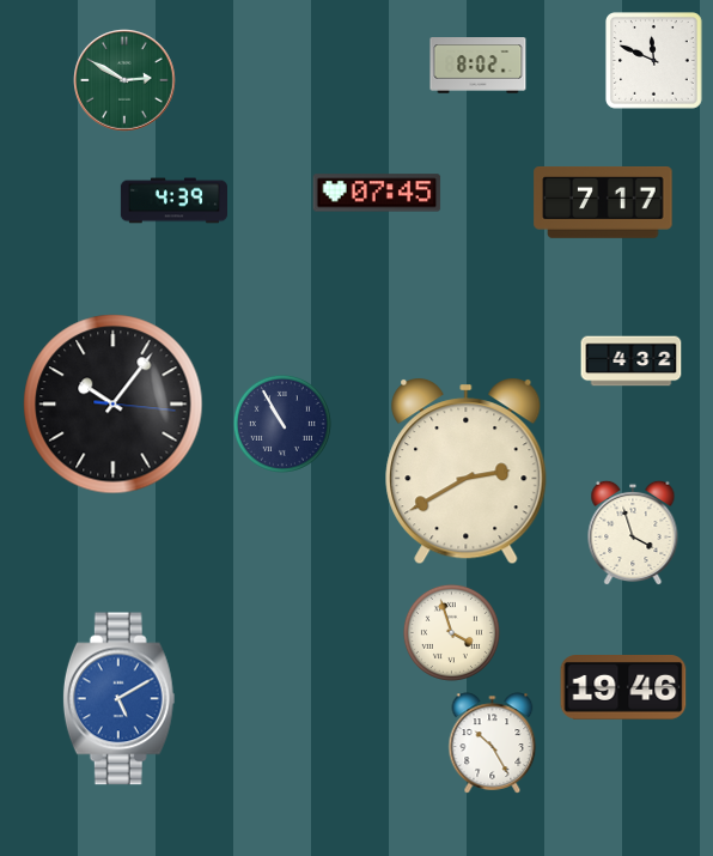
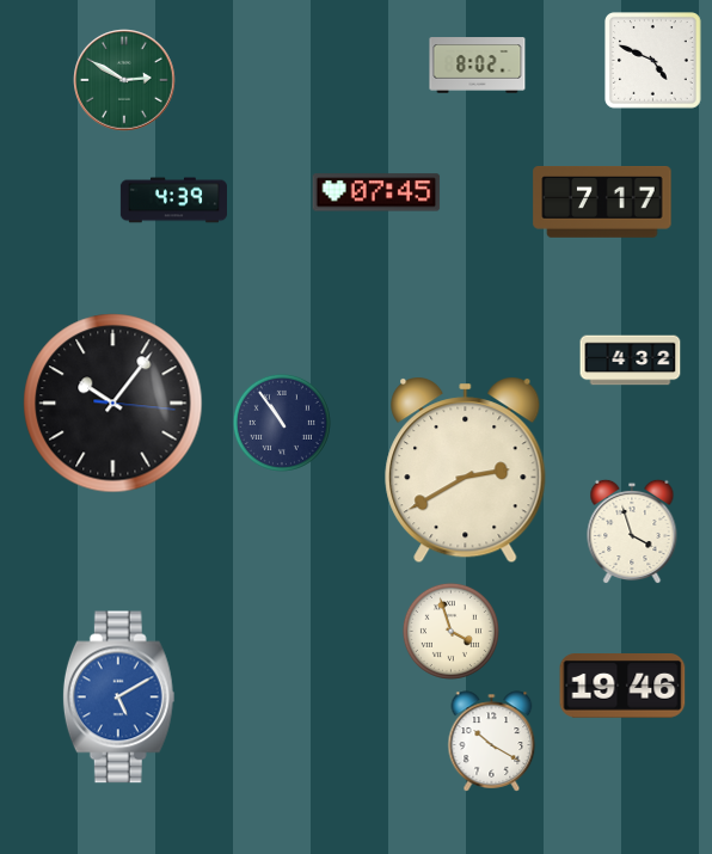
clock at (654, 61): 11:49 -> 4:49
clock at (282, 424): 10:55 -> 10:54
clock at (493, 743): 10:25 -> 10:20
